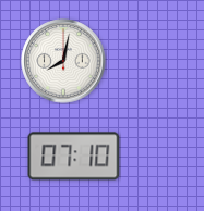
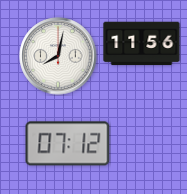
clock at (142, 44): none -> 11:56
clock at (74, 157): 07:10 -> 07:12
